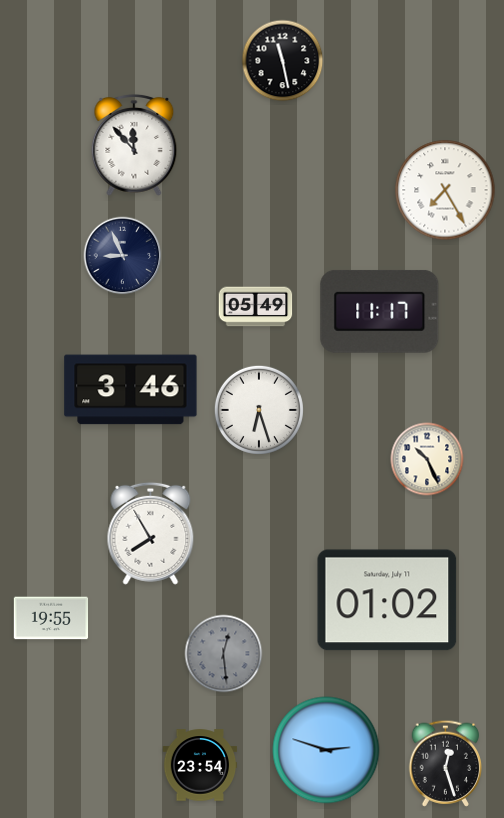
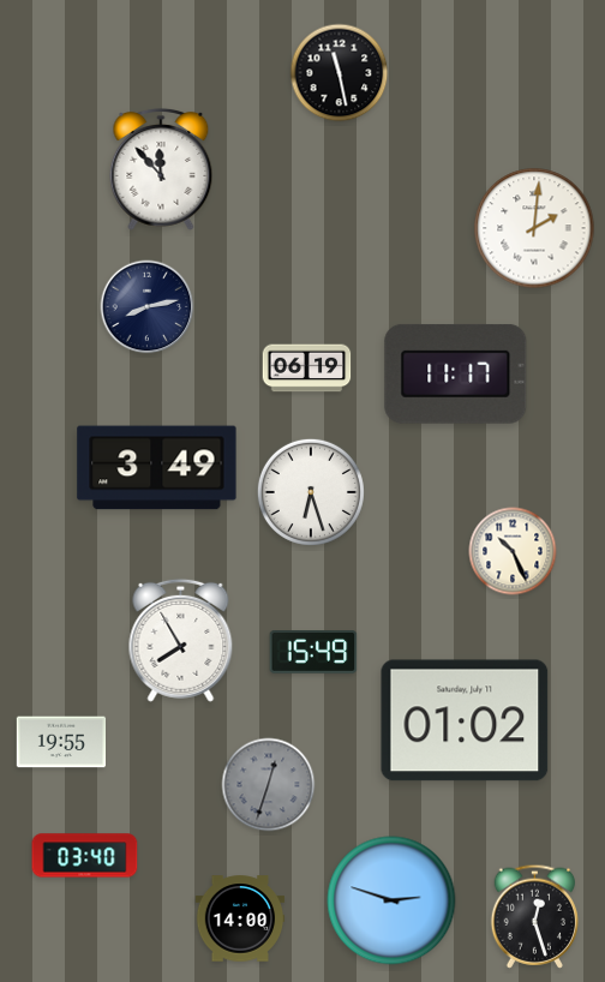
clock at (134, 145) position: (134, 145) -> (161, 169)
clock at (445, 190): 7:25 -> 2:01
clock at (123, 256): 8:56 -> 8:13
clock at (256, 307): 05:49 -> 06:19
clock at (131, 390): 3:46 -> 3:49
clock at (313, 653): none -> 15:49
clock at (224, 654): 12:29 -> 12:33
clock at (85, 856): none -> 03:40
clock at (200, 765): 23:54 -> 14:00
